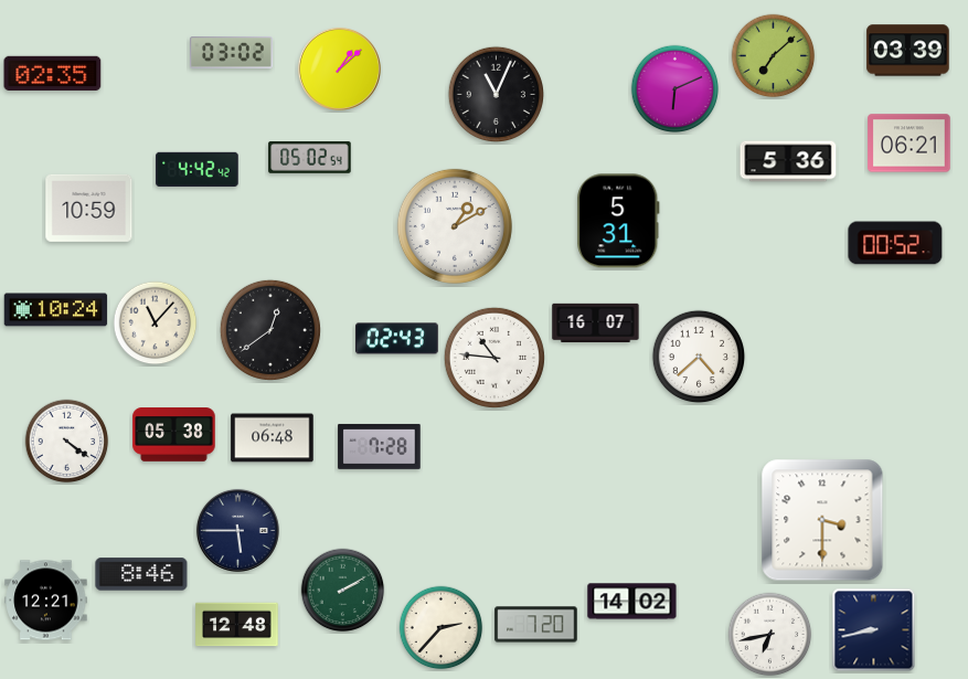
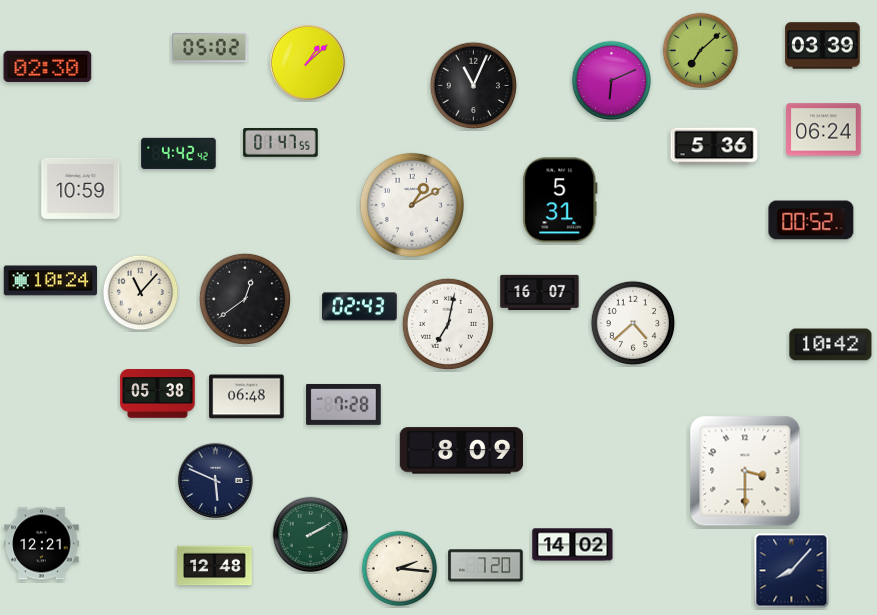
clock at (232, 53): 03:02 -> 05:02
clock at (53, 73): 02:35 -> 02:30
clock at (496, 94) position: (496, 94) -> (473, 85)
clock at (910, 144): 06:21 -> 06:24
clock at (310, 158): 05:02 -> 01:47
clock at (494, 358): 10:46 -> 7:02
clock at (831, 345): none -> 10:42
clock at (67, 442): 4:21 -> none
clock at (461, 451): none -> 8:09
clock at (237, 530): 5:45 -> 5:49
clock at (141, 574): 8:46 -> none
clock at (442, 628): 2:37 -> 2:16
clock at (874, 630): 8:43 -> 8:07
clock at (770, 635): 6:43 -> none
